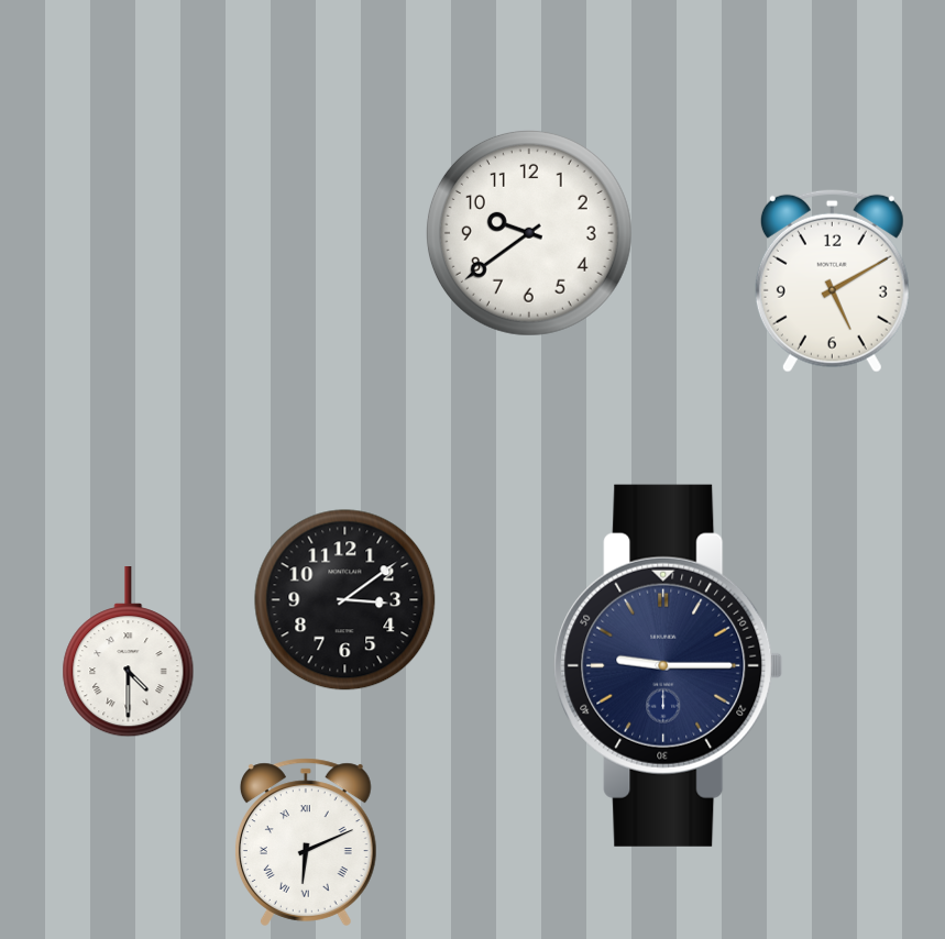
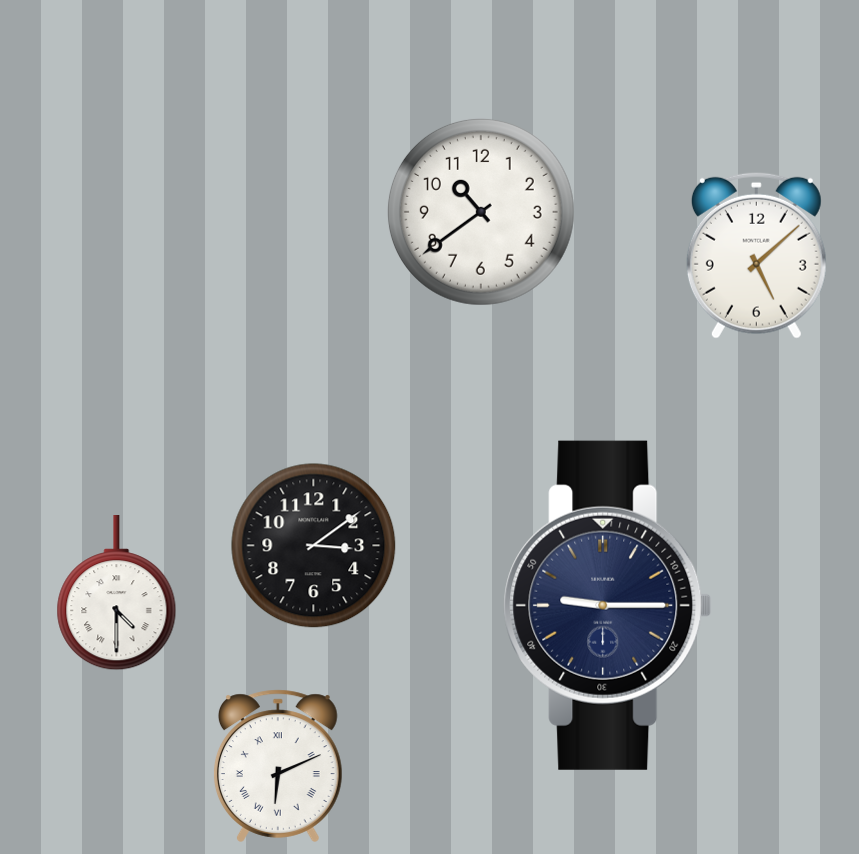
clock at (529, 233): 9:39 -> 10:39
clock at (832, 280): 5:10 -> 5:08
